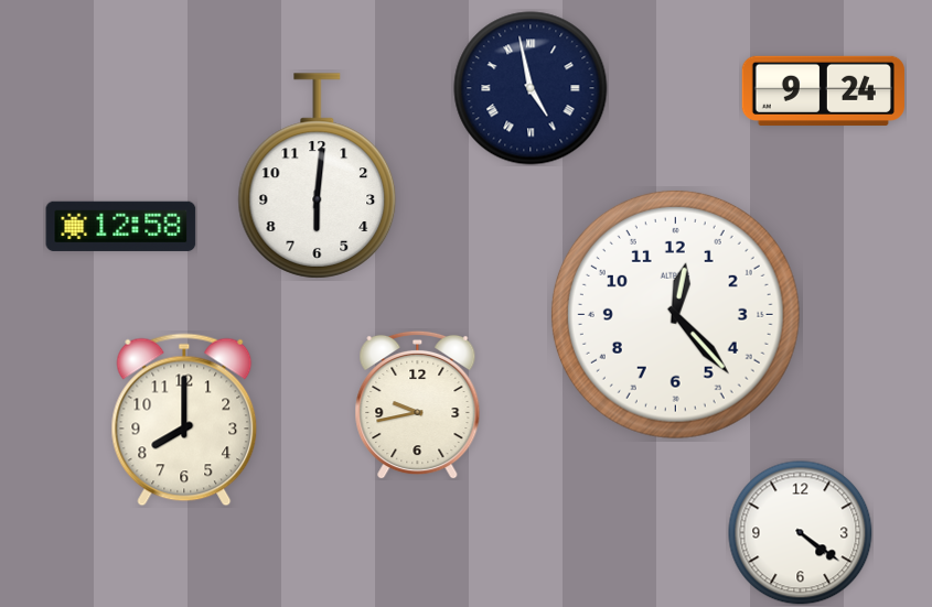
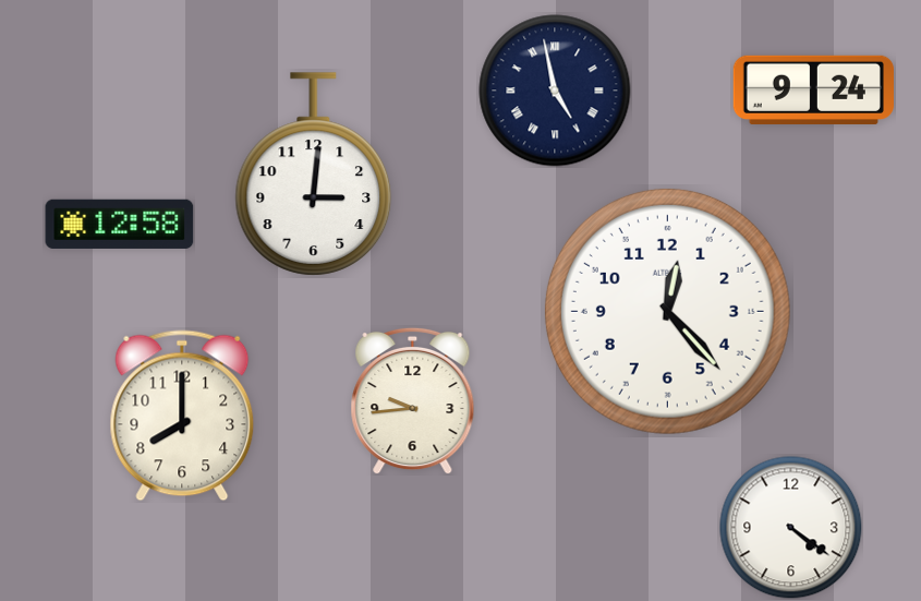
clock at (531, 88) position: (531, 88) -> (555, 91)
clock at (318, 176): 6:01 -> 3:01
clock at (418, 404): 9:43 -> 9:44
